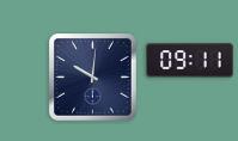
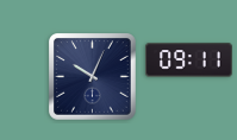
clock at (93, 78): 10:01 -> 10:04
